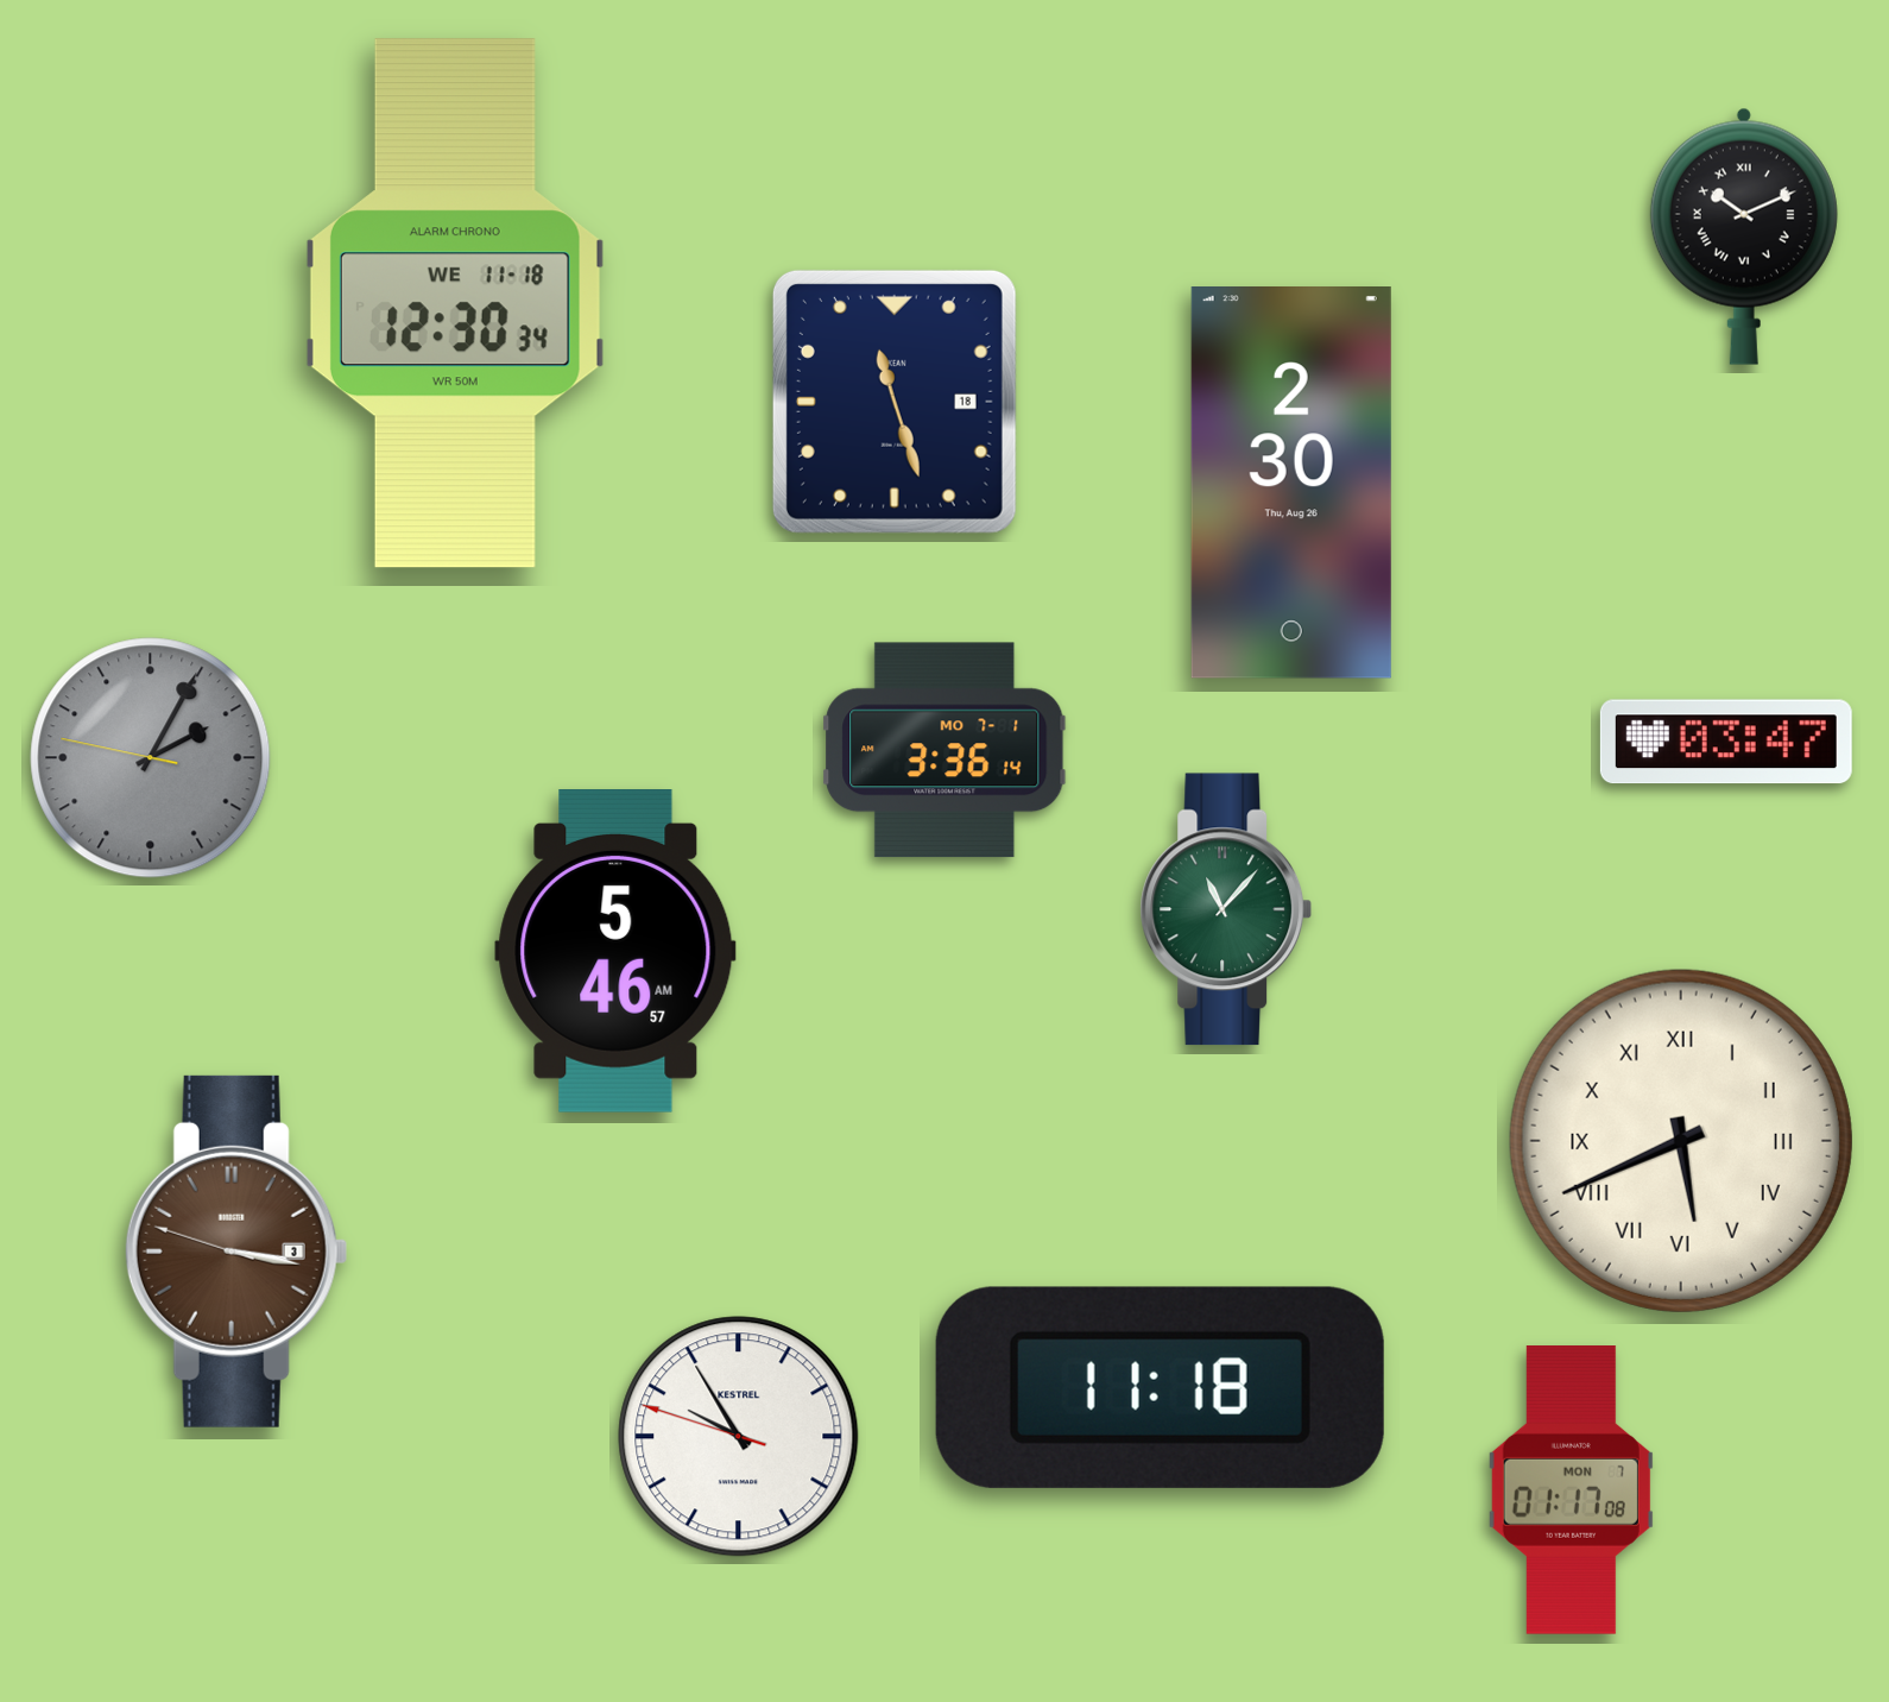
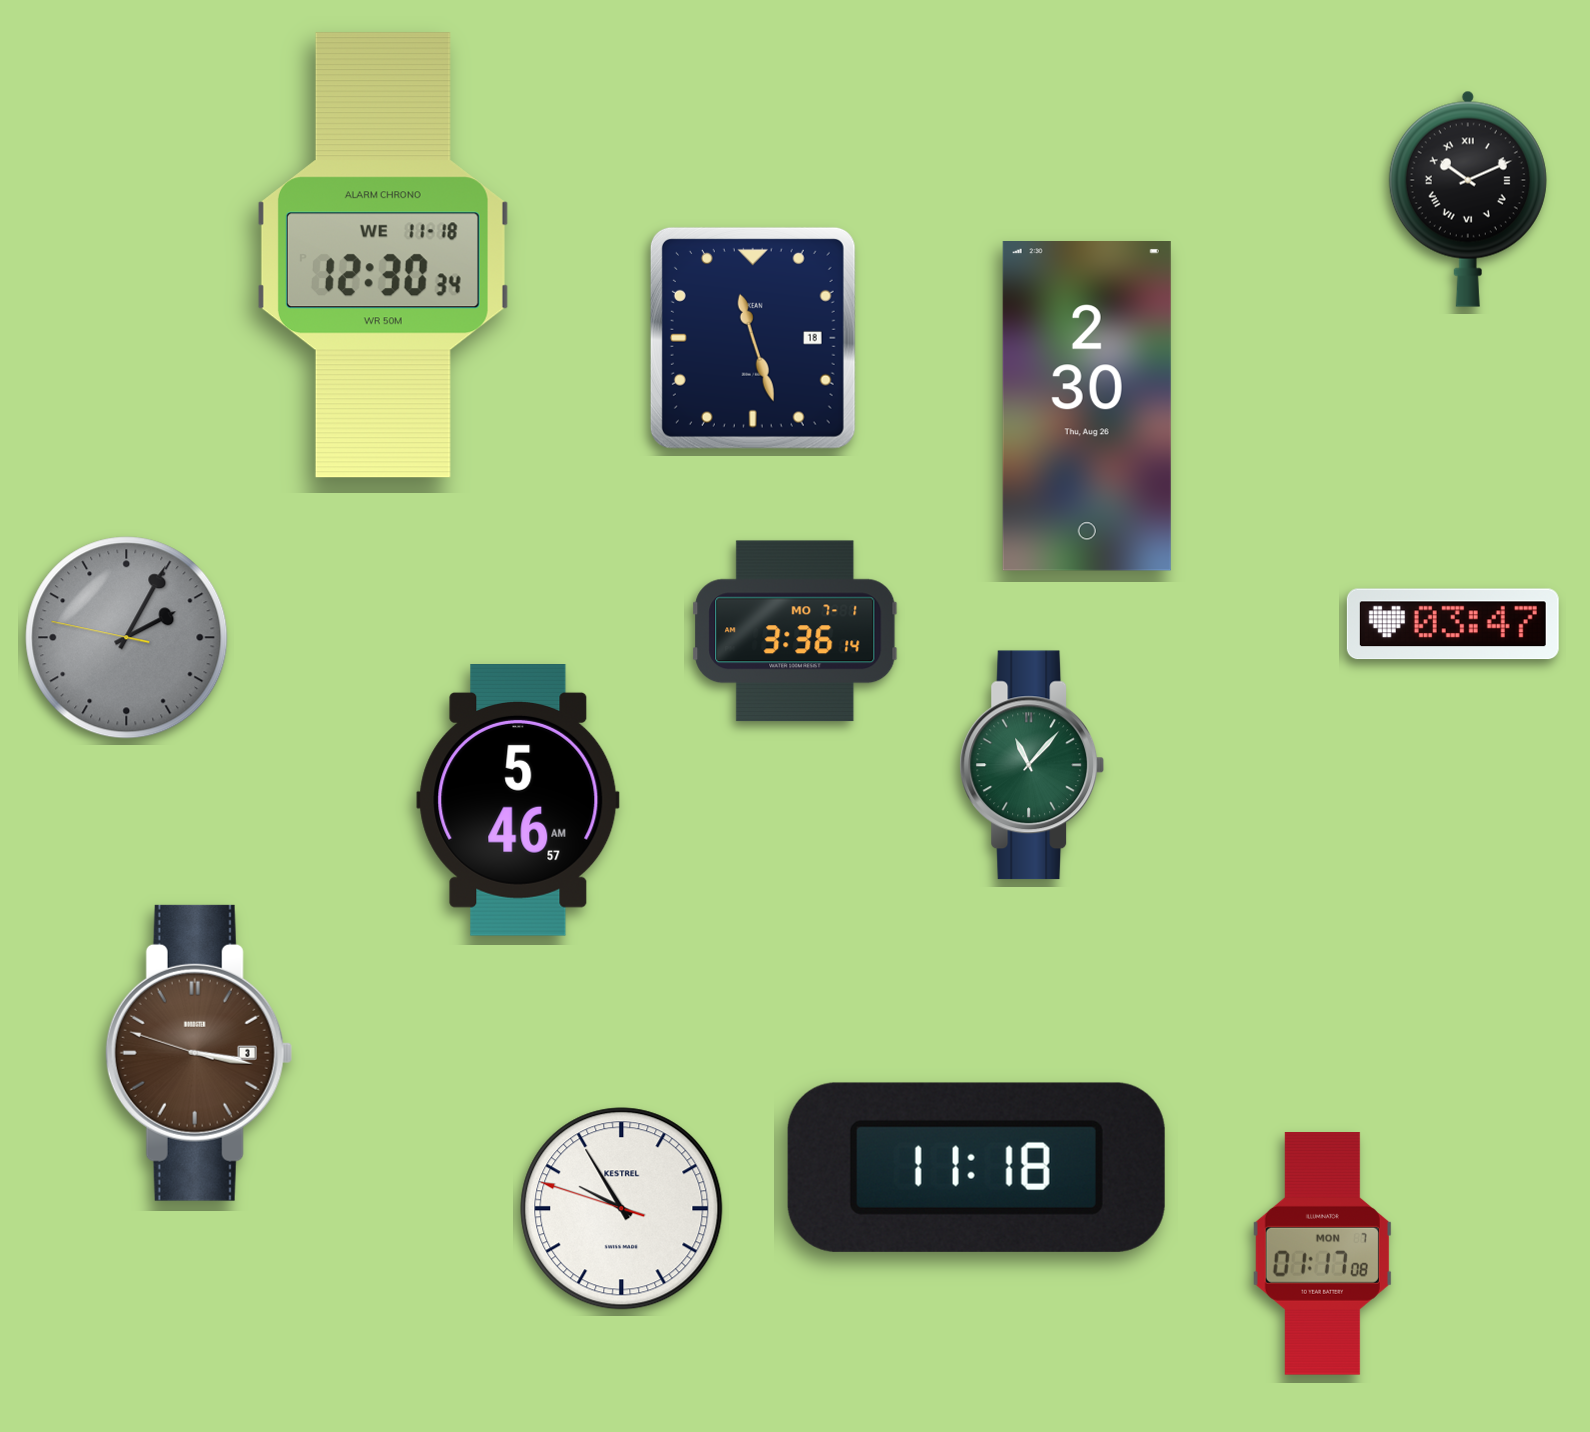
clock at (1681, 1141): 5:41 -> none
